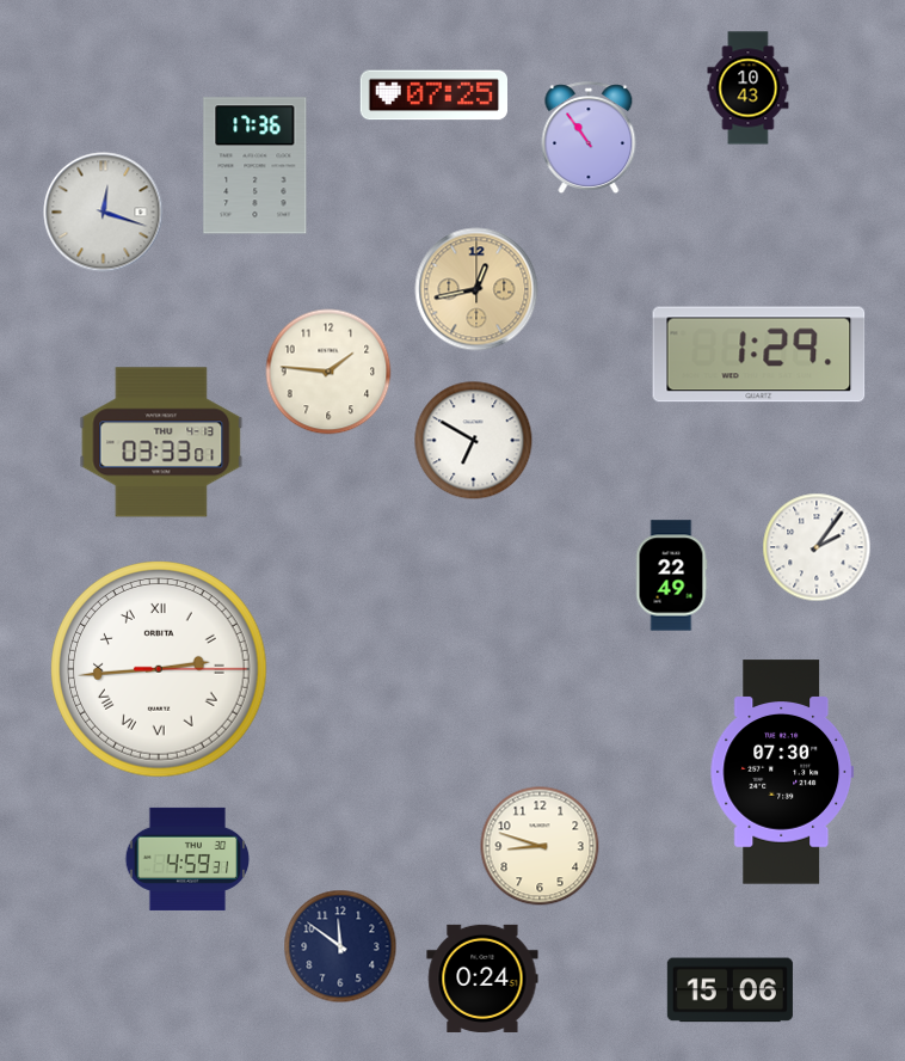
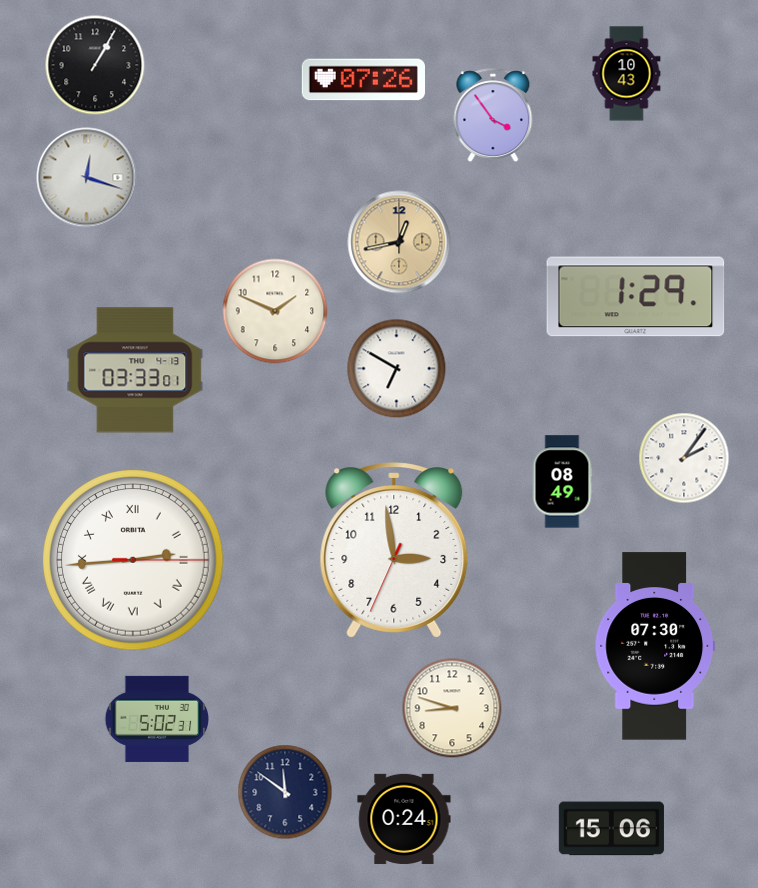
clock at (95, 65): none -> 1:05
clock at (433, 96): 07:25 -> 07:26
clock at (589, 137): 10:54 -> 3:54
clock at (256, 166): 17:36 -> none
clock at (328, 372): 1:46 -> 1:49
clock at (671, 576): 22:49 -> 08:49
clock at (394, 550): none -> 2:58
clock at (187, 859): 4:59 -> 5:02
